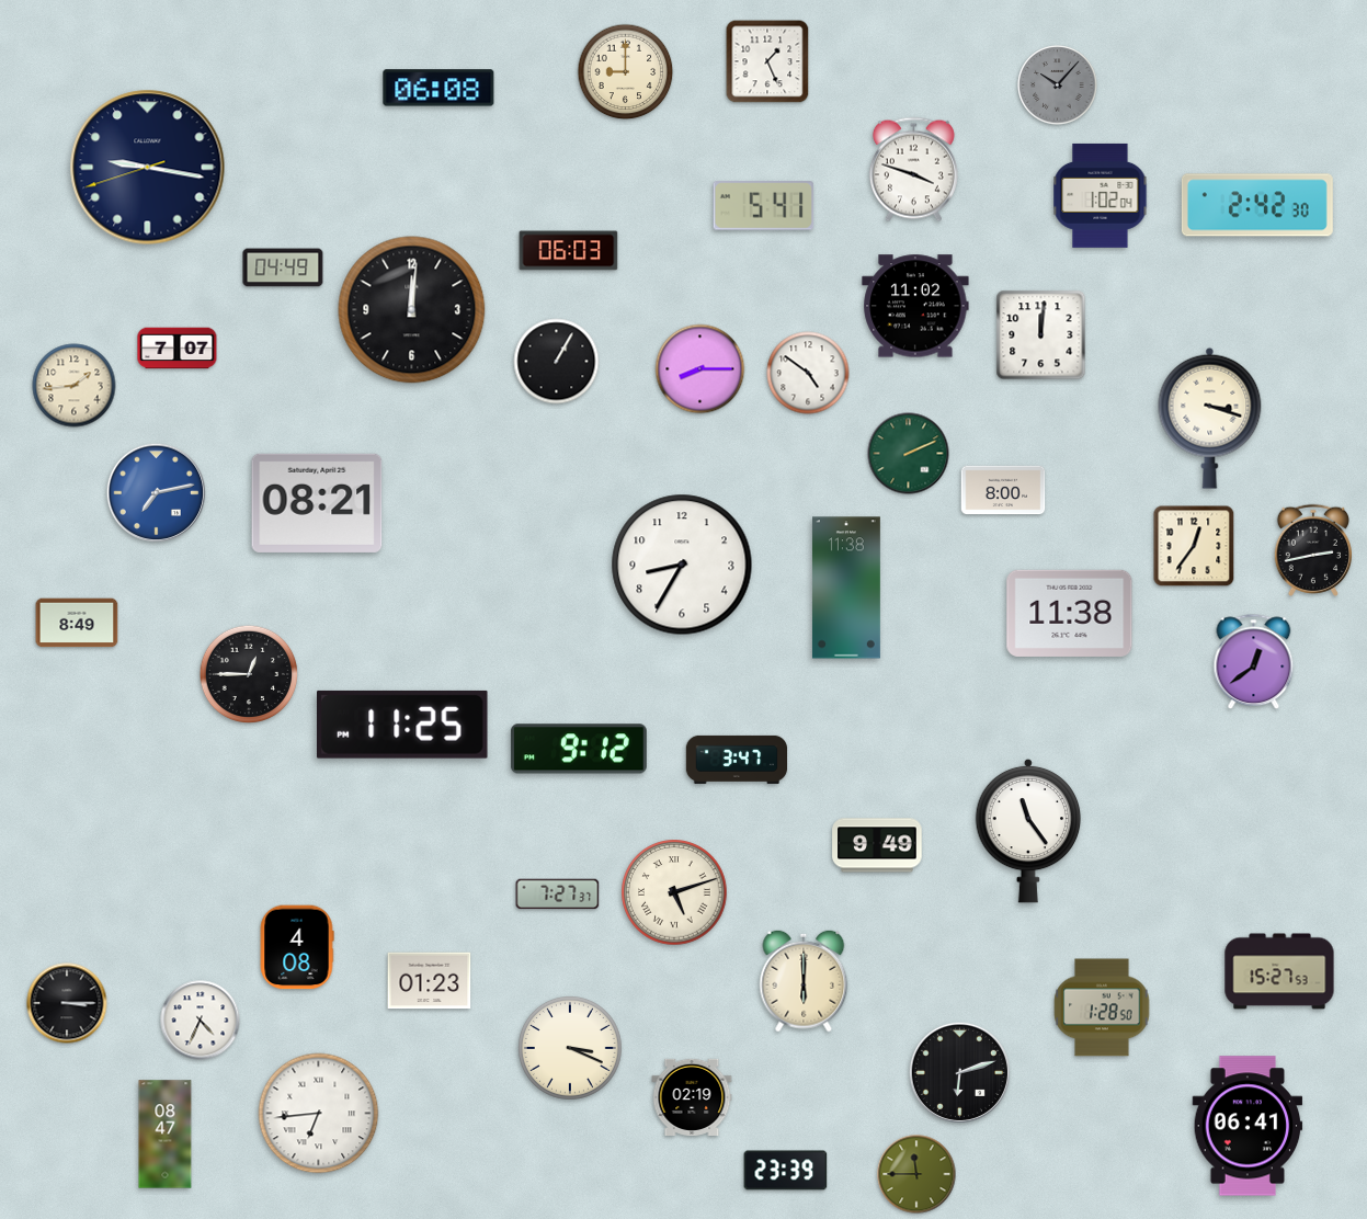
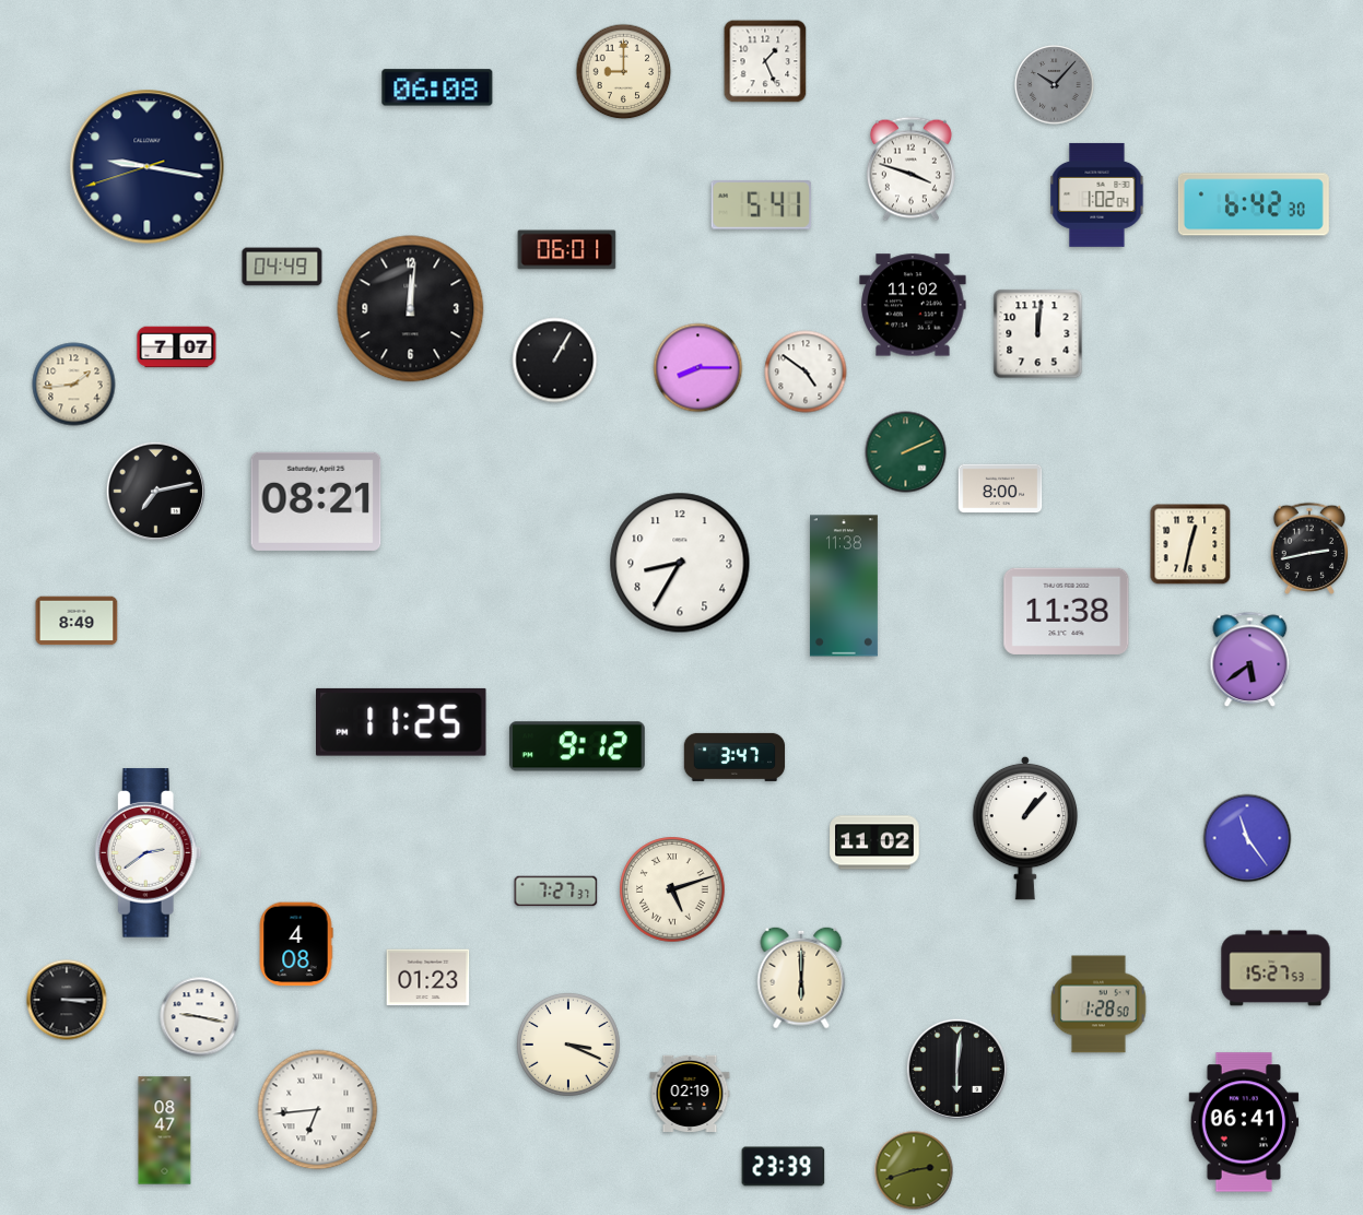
clock at (1257, 205): 2:42 -> 6:42
clock at (569, 251): 06:03 -> 06:01
clock at (1210, 418): 3:18 -> none
clock at (156, 492) dial: blue -> black
clock at (1194, 546): 12:36 -> 12:32
clock at (1254, 662): 12:39 -> 5:39
clock at (249, 674): 12:45 -> none
clock at (1028, 831): 11:24 -> 1:07
clock at (1247, 838): none -> 11:24
clock at (877, 845): 9:49 -> 11:02
clock at (148, 853): none -> 2:39
clock at (201, 1021): 4:34 -> 9:17
clock at (959, 1072): 6:12 -> 6:01
clock at (916, 1174): 11:45 -> 2:42
